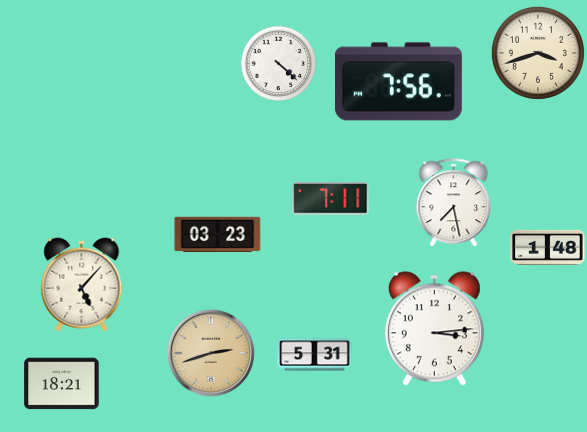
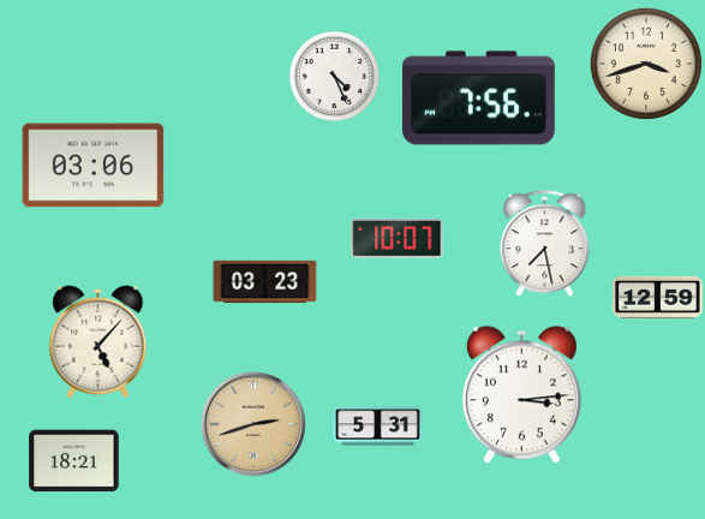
clock at (279, 64): 4:22 -> 4:26
clock at (94, 166): none -> 03:06
clock at (331, 199): 7:11 -> 10:07
clock at (218, 235) position: (218, 235) -> (265, 282)
clock at (548, 247): 1:48 -> 12:59
